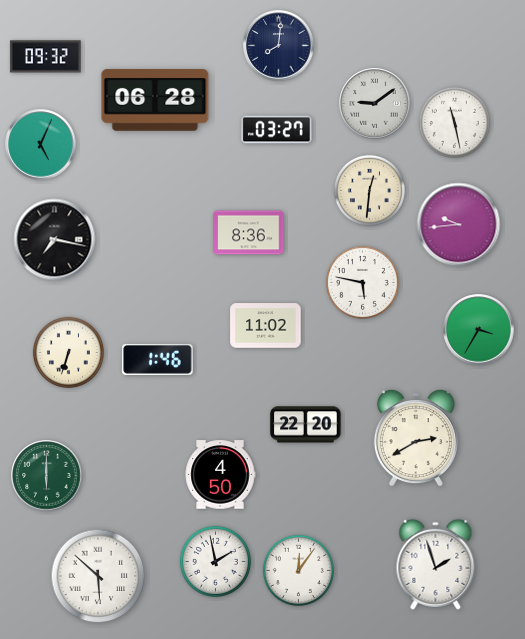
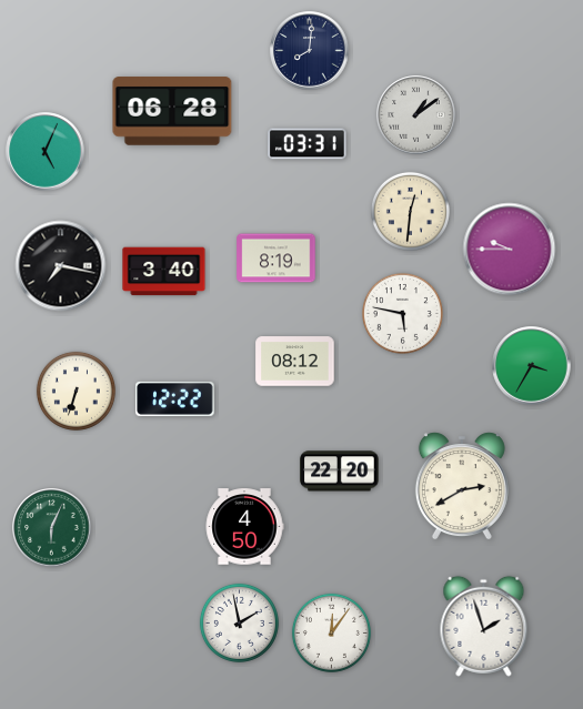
clock at (46, 57): 09:32 -> none
clock at (375, 104): 9:09 -> 1:09
clock at (454, 122): 11:28 -> none
clock at (277, 130): 03:27 -> 03:31
clock at (41, 145) position: (41, 145) -> (46, 152)
clock at (459, 225): 9:44 -> 9:45
clock at (249, 233): 8:36 -> 8:19
clock at (164, 272): none -> 3:40
clock at (266, 326): 11:02 -> 08:12
clock at (158, 359): 1:46 -> 12:22
clock at (47, 476): 6:00 -> 6:04
clock at (98, 576): 5:52 -> none
